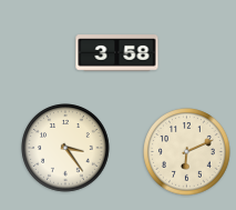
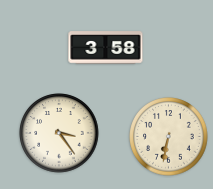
clock at (187, 152): 6:11 -> 6:32
